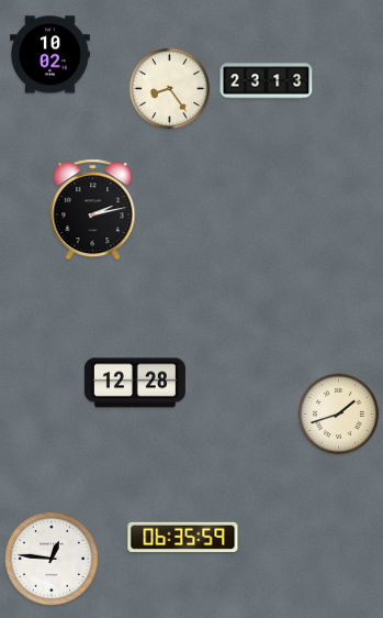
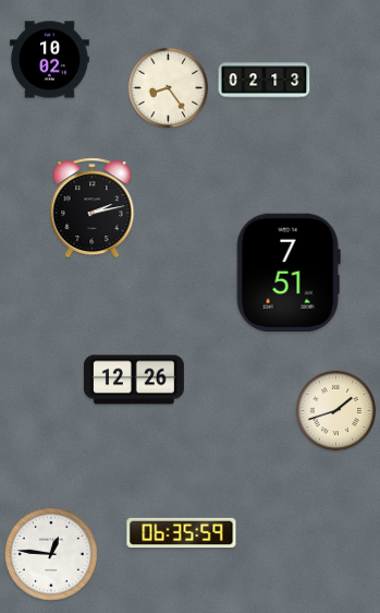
clock at (50, 55) position: (50, 55) -> (50, 60)
clock at (267, 81): 23:13 -> 02:13
clock at (289, 272): none -> 7:51
clock at (135, 383): 12:28 -> 12:26
